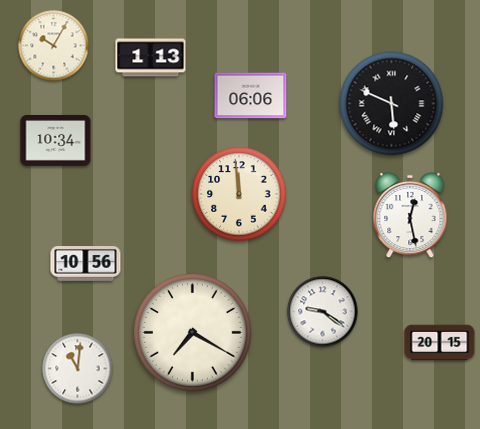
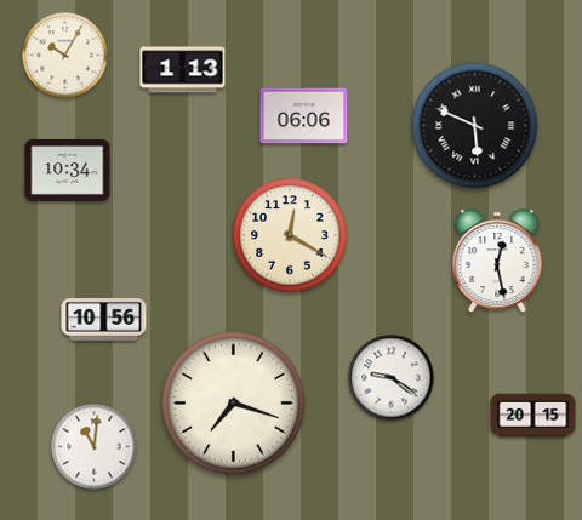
clock at (239, 194): 11:59 -> 12:20
clock at (193, 333): 7:20 -> 7:18
